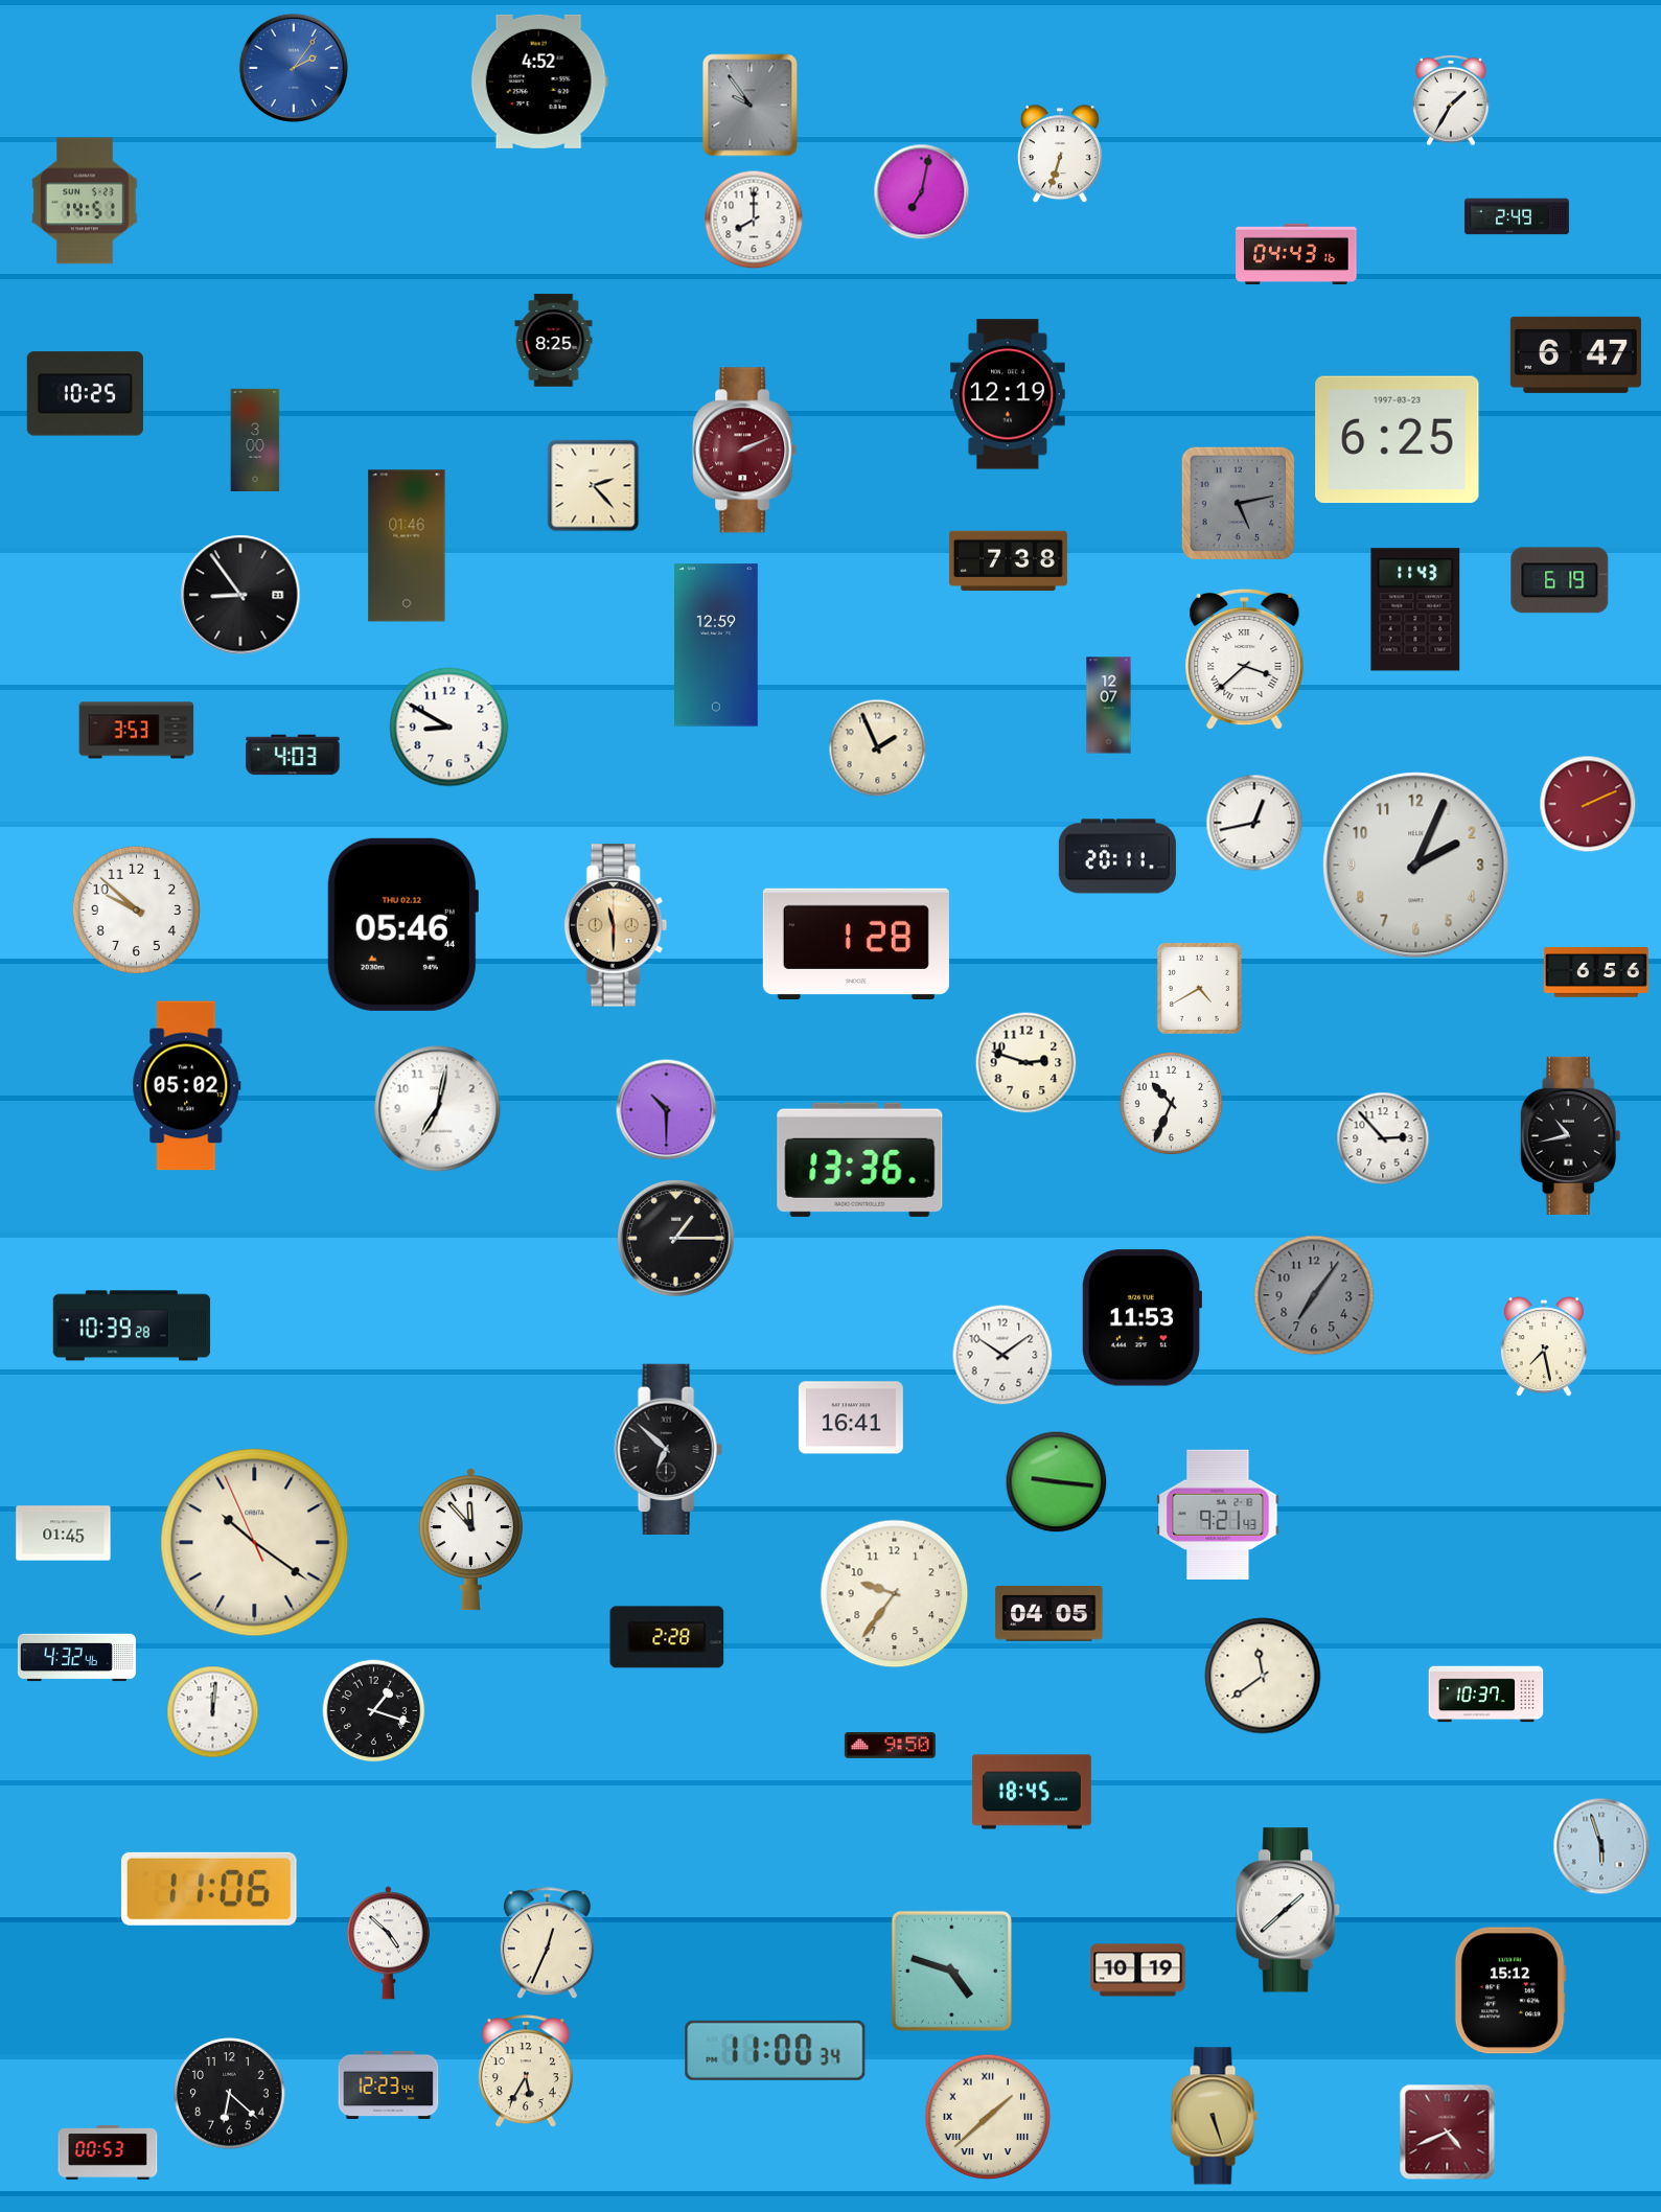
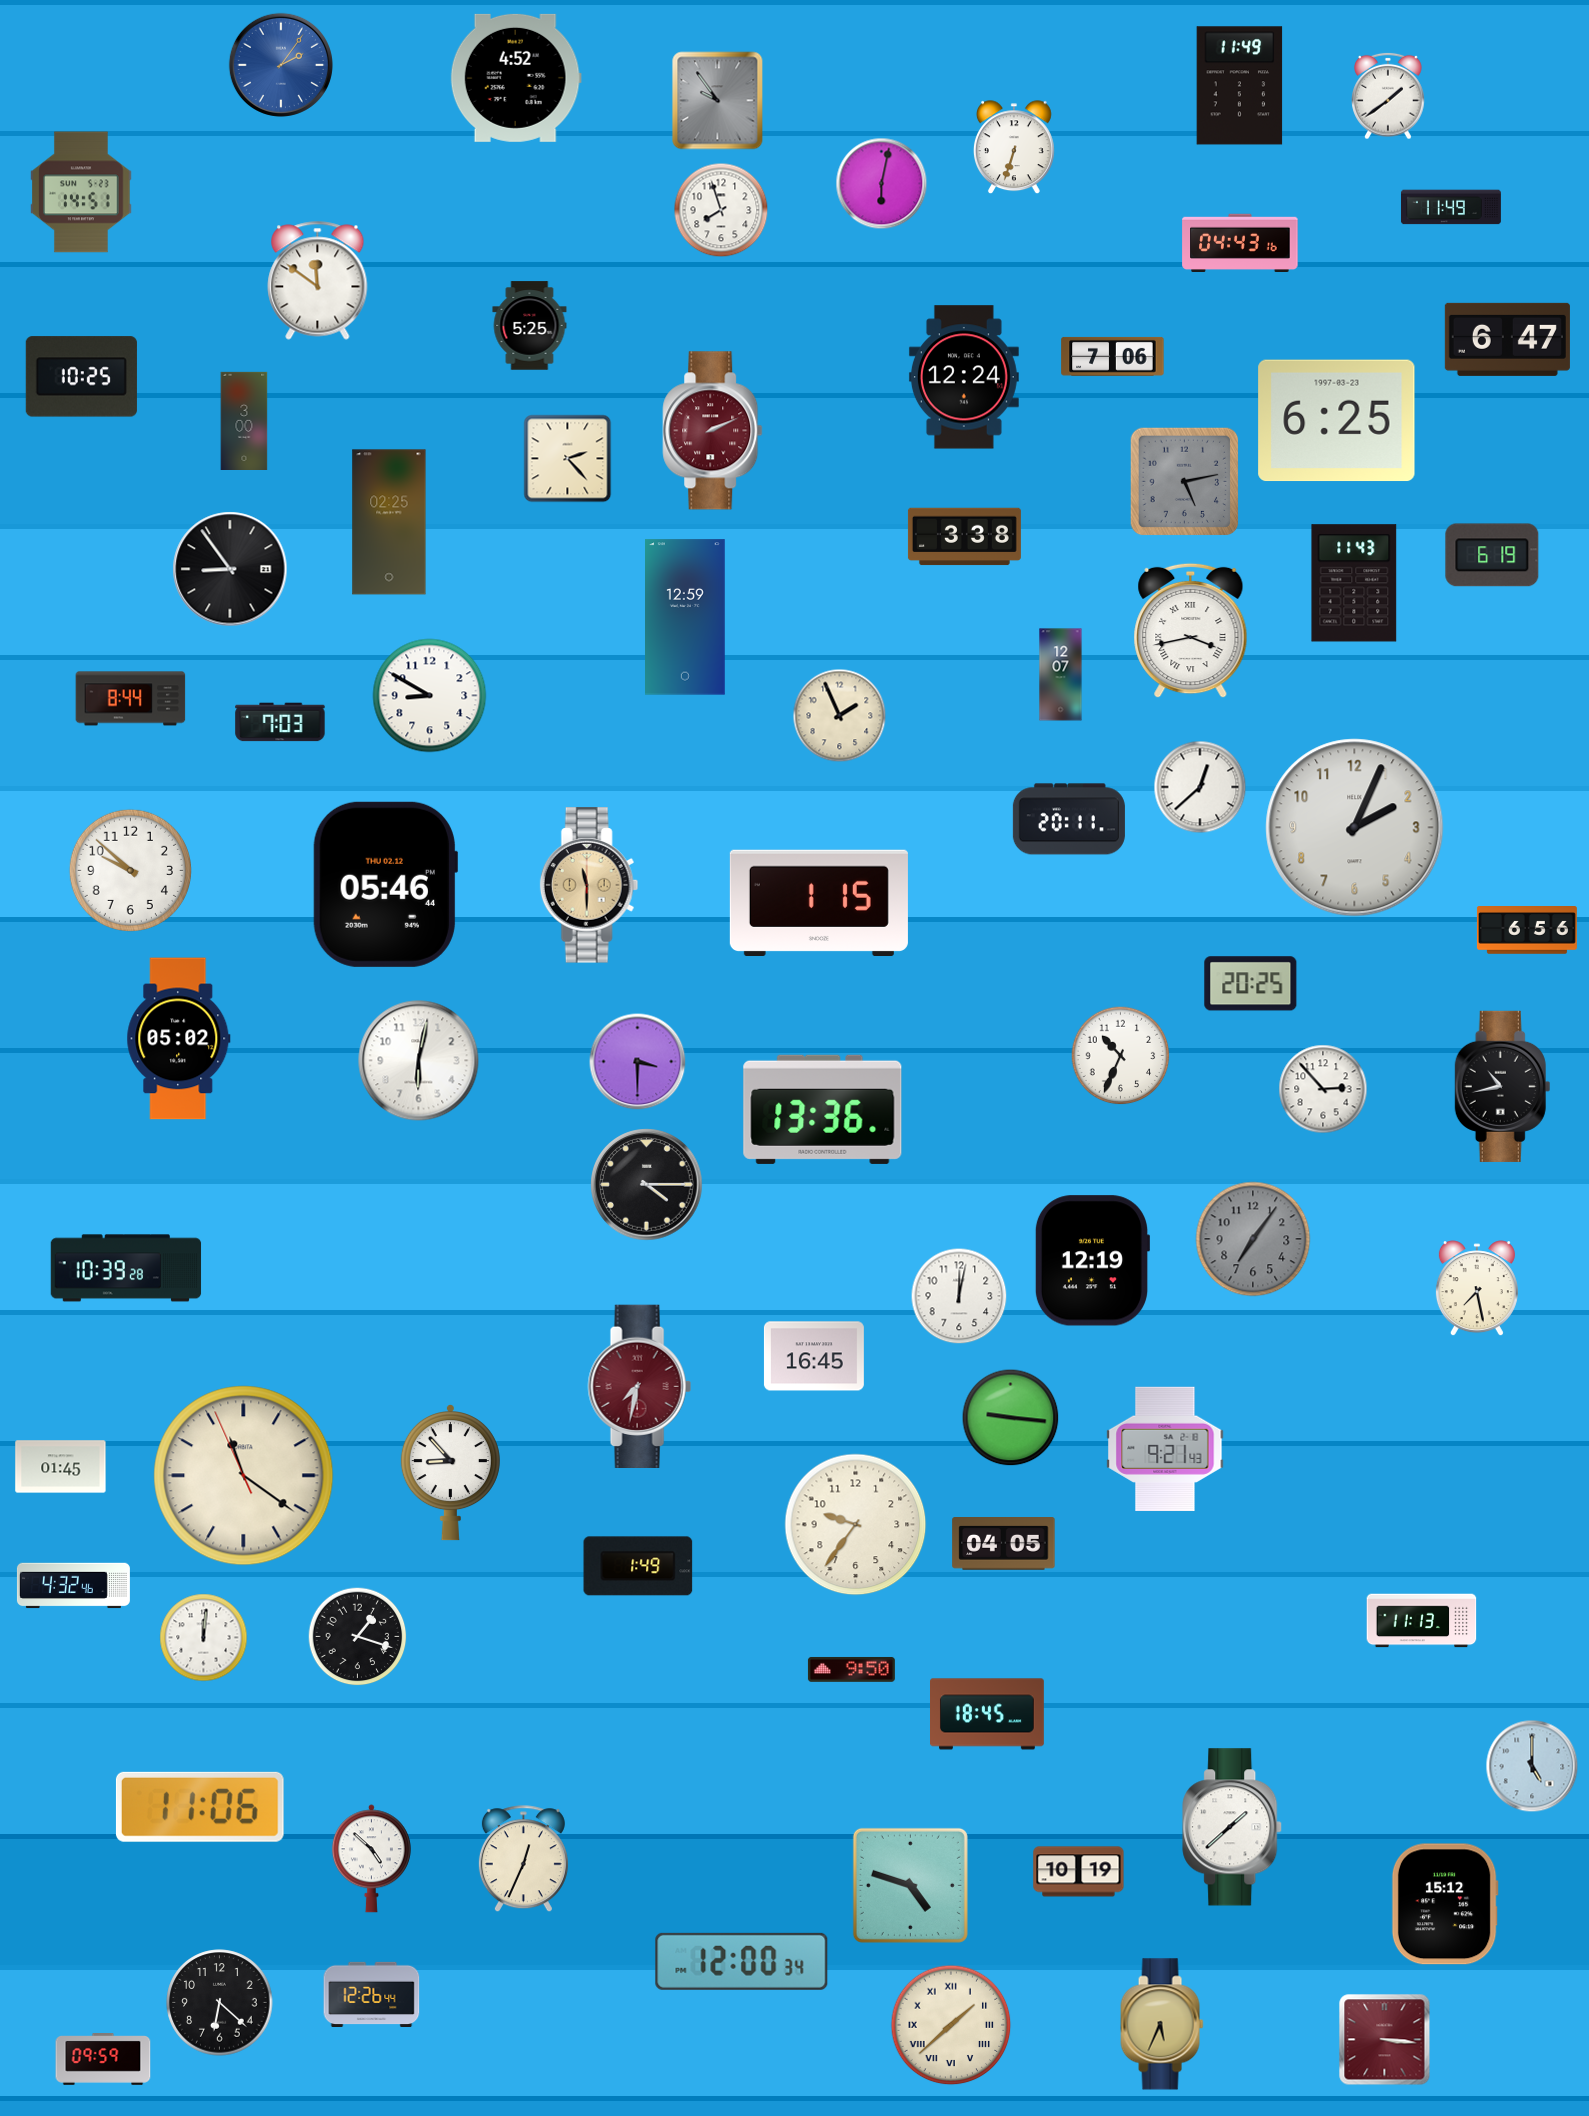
clock at (1240, 86): none -> 11:49
clock at (1451, 100): 1:35 -> 1:39
clock at (922, 192): 7:02 -> 6:02
clock at (1517, 216): 2:49 -> 11:49
clock at (754, 220): 8:00 -> 7:57
clock at (318, 281): none -> 11:51
clock at (554, 341): 8:25 -> 5:25
clock at (1113, 356): none -> 7:06
clock at (1008, 394): 12:19 -> 12:24
clock at (594, 486) position: (594, 486) -> (568, 459)
clock at (407, 546): 01:46 -> 02:25
clock at (1008, 561): 7:38 -> 3:38
clock at (1245, 660): 3:38 -> 3:43
clock at (137, 731): 3:53 -> 8:44
clock at (293, 755): 4:03 -> 7:03
clock at (1588, 804): 2:11 -> none
clock at (1254, 823): 12:43 -> 12:38
clock at (856, 943): 1:28 -> 1:15
clock at (1199, 988): 4:40 -> none
clock at (1251, 984): none -> 20:25
clock at (1026, 1063): 2:48 -> none
clock at (438, 1109): 7:02 -> 6:02
clock at (667, 1110): 10:30 -> 3:30
clock at (676, 1239): 1:15 -> 4:15
clock at (1314, 1295) position: (1314, 1295) -> (1253, 1239)
clock at (1140, 1318): 11:53 -> 12:19
clock at (1002, 1355): 10:09 -> 12:02
clock at (851, 1418): 16:41 -> 16:45
clock at (668, 1449): 6:52 -> 7:32
clock at (668, 1449) dial: black -> burgundy
clock at (470, 1540): 11:53 -> 8:53
clock at (255, 1543): 10:20 -> 11:20
clock at (667, 1637): 2:28 -> 1:49
clock at (1263, 1676): 11:39 -> none
clock at (1486, 1695): 10:37 -> 11:13
clock at (1601, 1846): 5:57 -> 5:00
clock at (1138, 1971) position: (1138, 1971) -> (1079, 1872)
clock at (776, 2050): 11:00 -> 12:00
clock at (526, 2072): 5:35 -> none
clock at (389, 2084): 12:23 -> 12:26
clock at (1215, 2116): 5:27 -> 5:34
clock at (988, 2117) position: (988, 2117) -> (951, 2025)
clock at (1448, 2133): 4:41 -> 3:16
clock at (108, 2153): 00:53 -> 09:59
